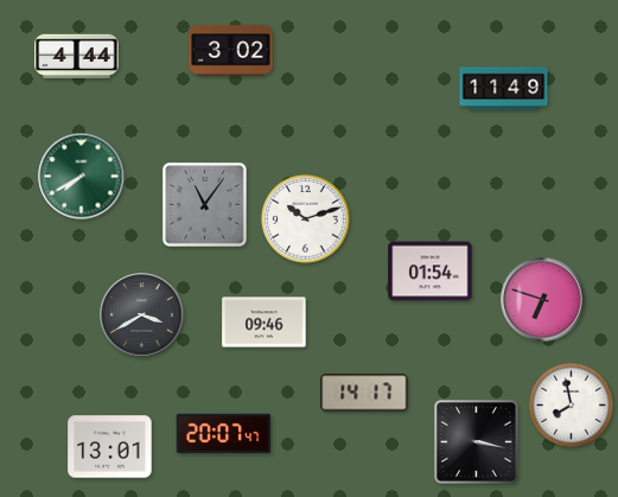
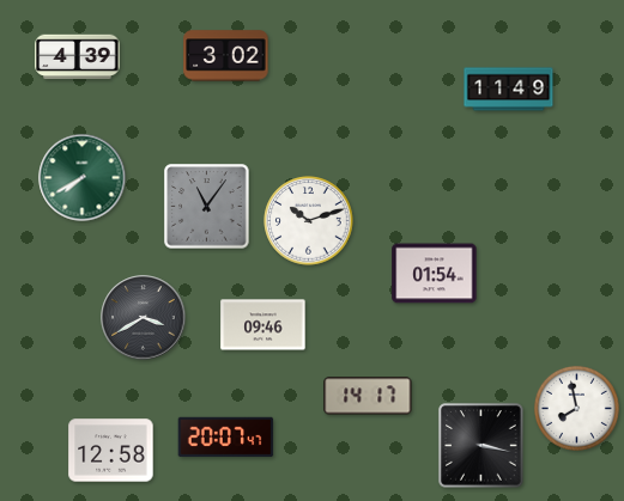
clock at (231, 51) position: (231, 51) -> (226, 56)
clock at (77, 57): 4:44 -> 4:39
clock at (543, 300): 6:48 -> none
clock at (265, 323) position: (265, 323) -> (263, 325)
clock at (110, 447): 13:01 -> 12:58
